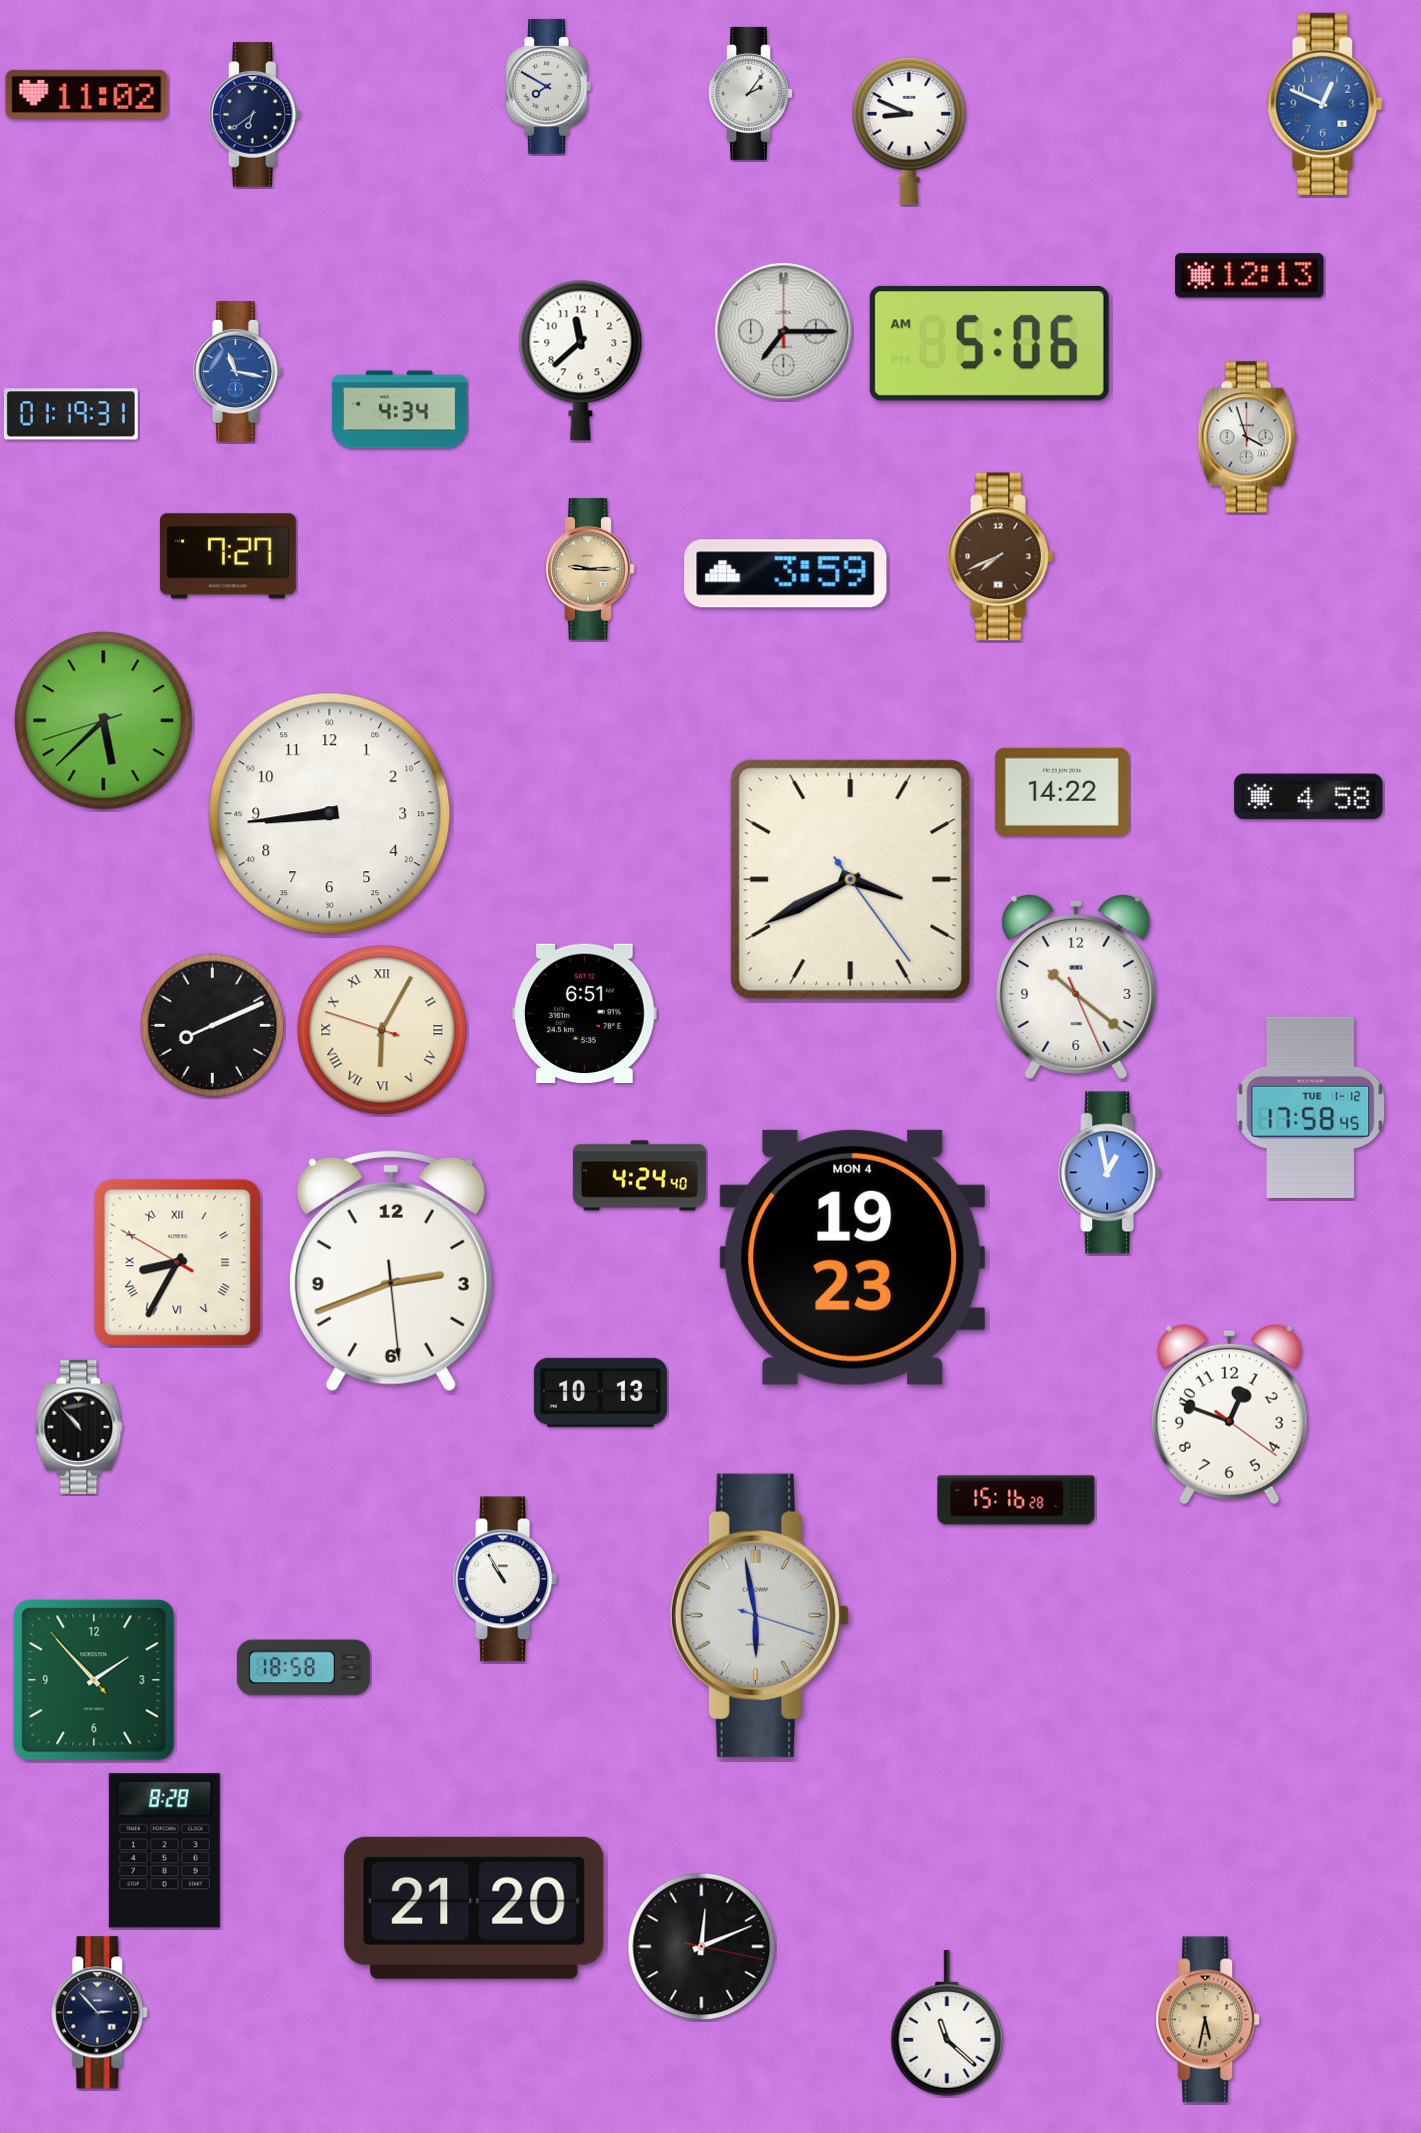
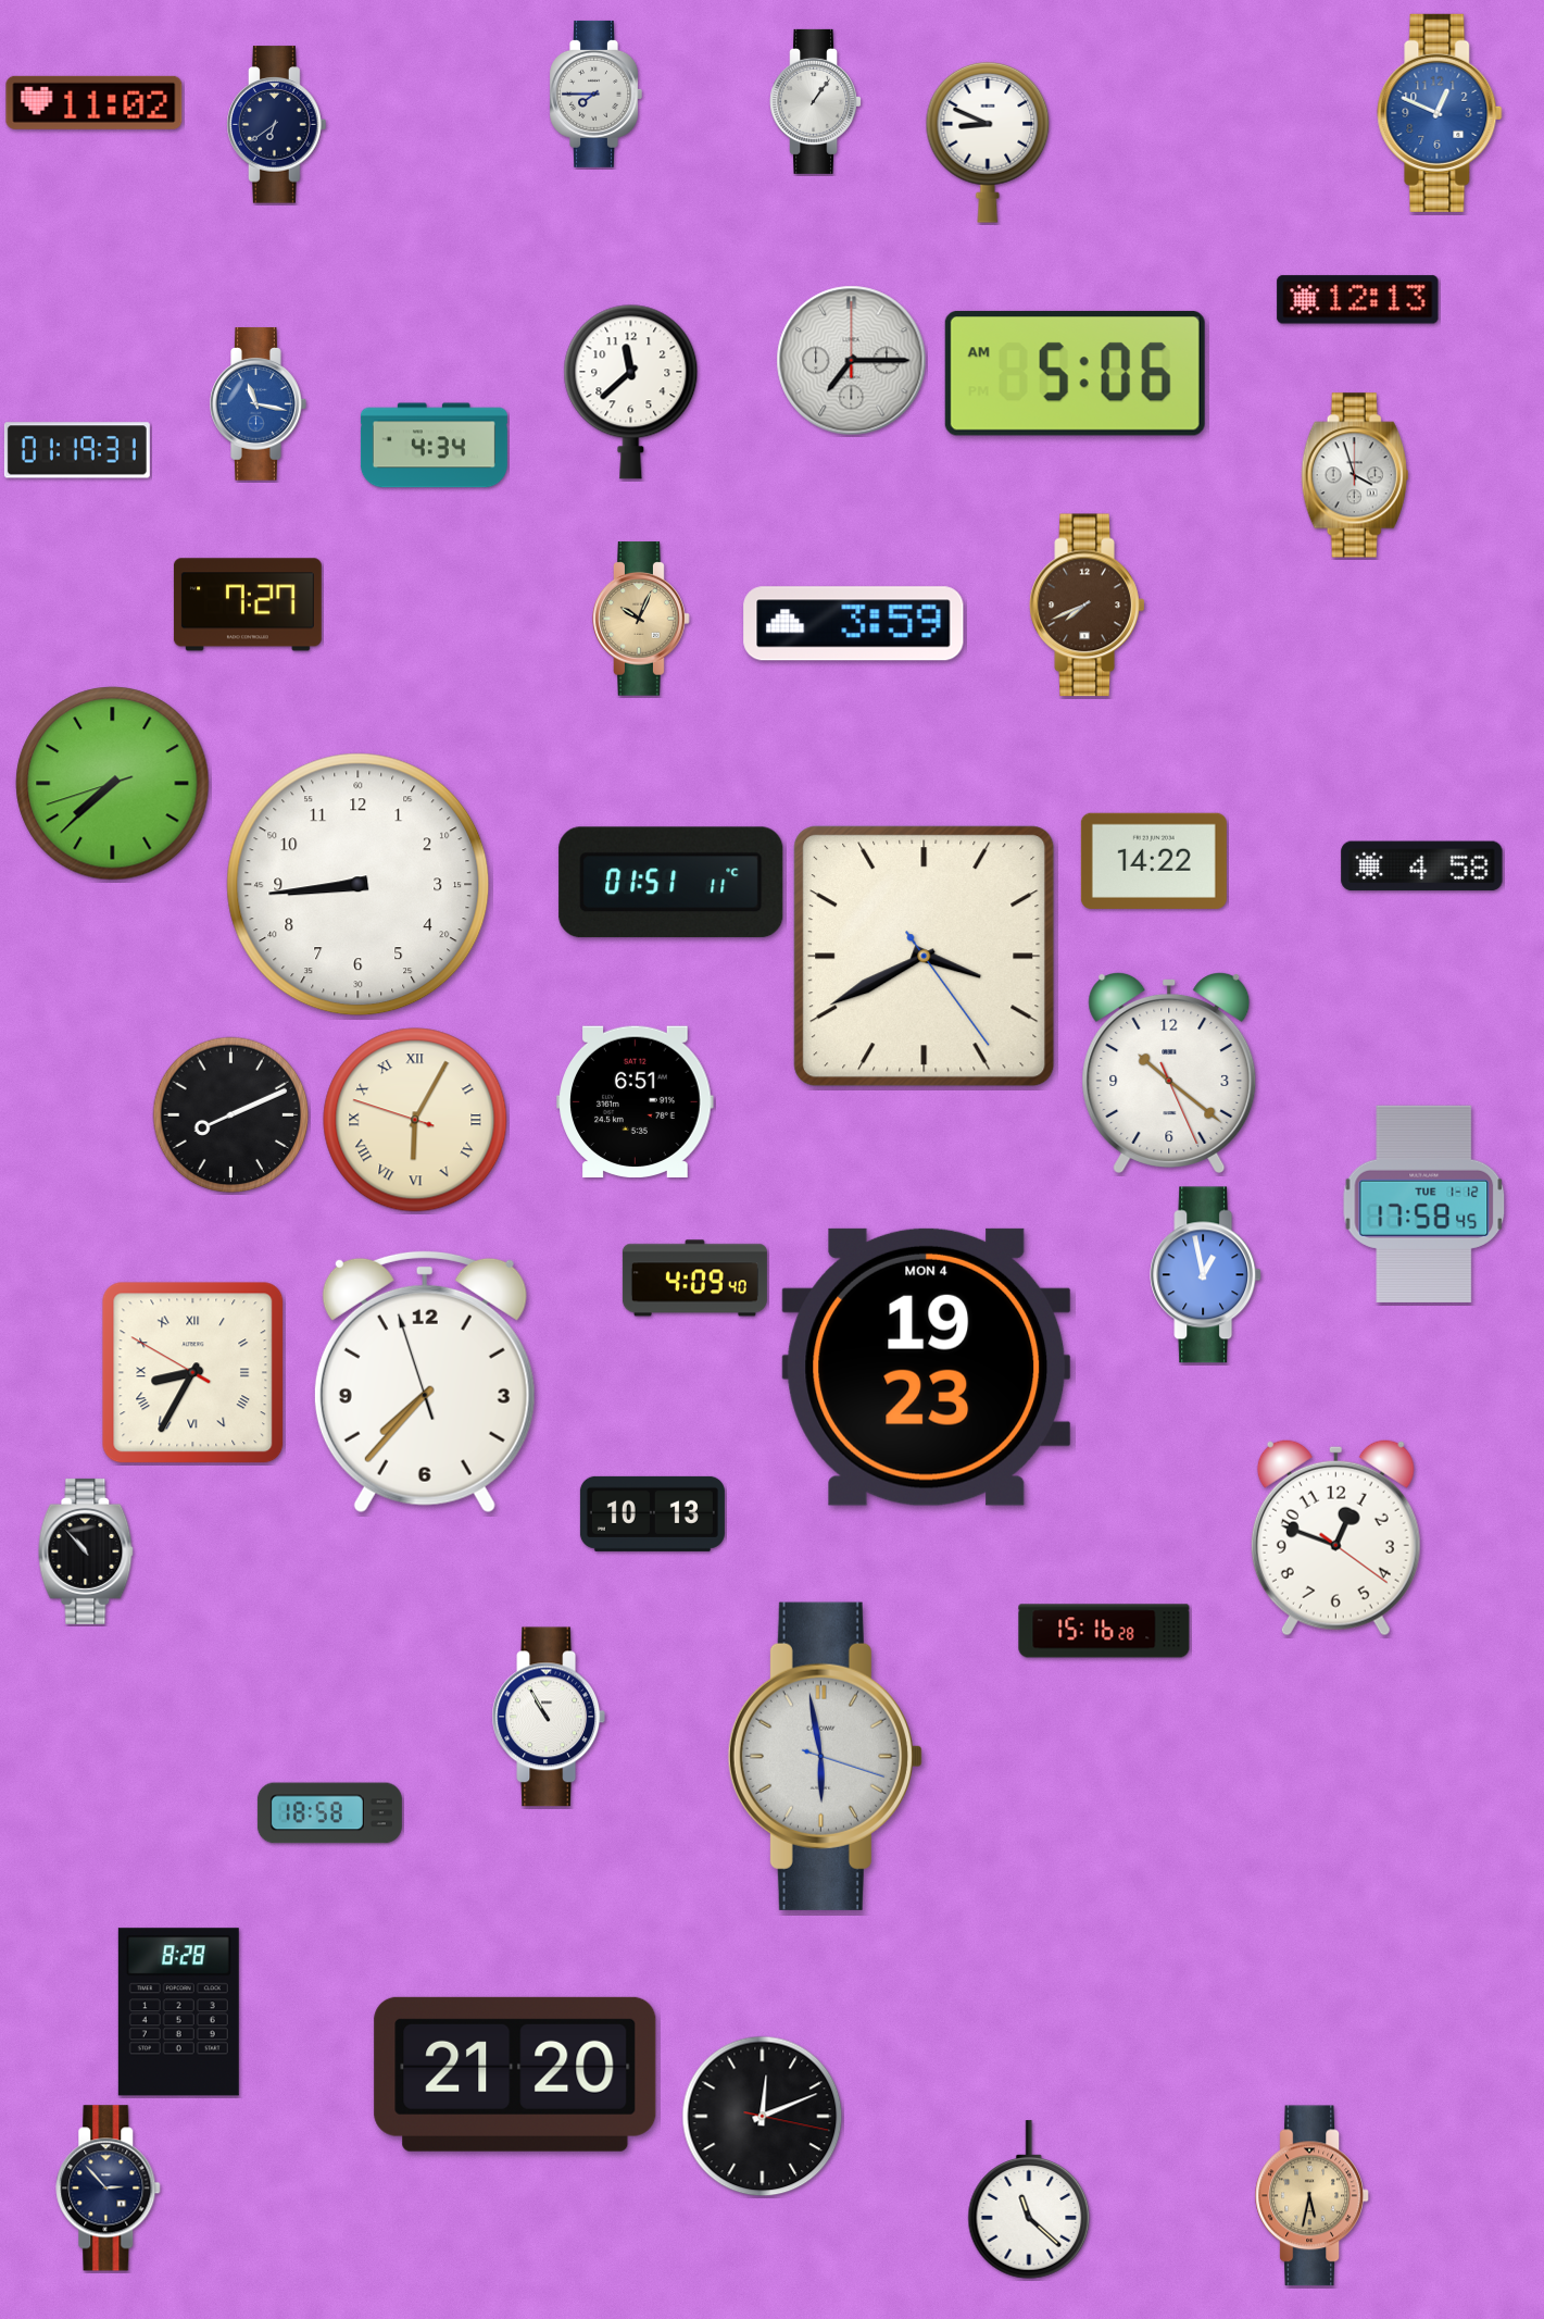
clock at (548, 86): 7:50 -> 7:45
clock at (751, 93): 2:06 -> 1:06
clock at (590, 569): 9:15 -> 10:04
clock at (104, 721): 5:37 -> 7:37
clock at (671, 883): none -> 01:51
clock at (639, 1176): 4:24 -> 4:09
clock at (391, 1271): 2:41 -> 7:36
clock at (94, 1680): 1:52 -> none
